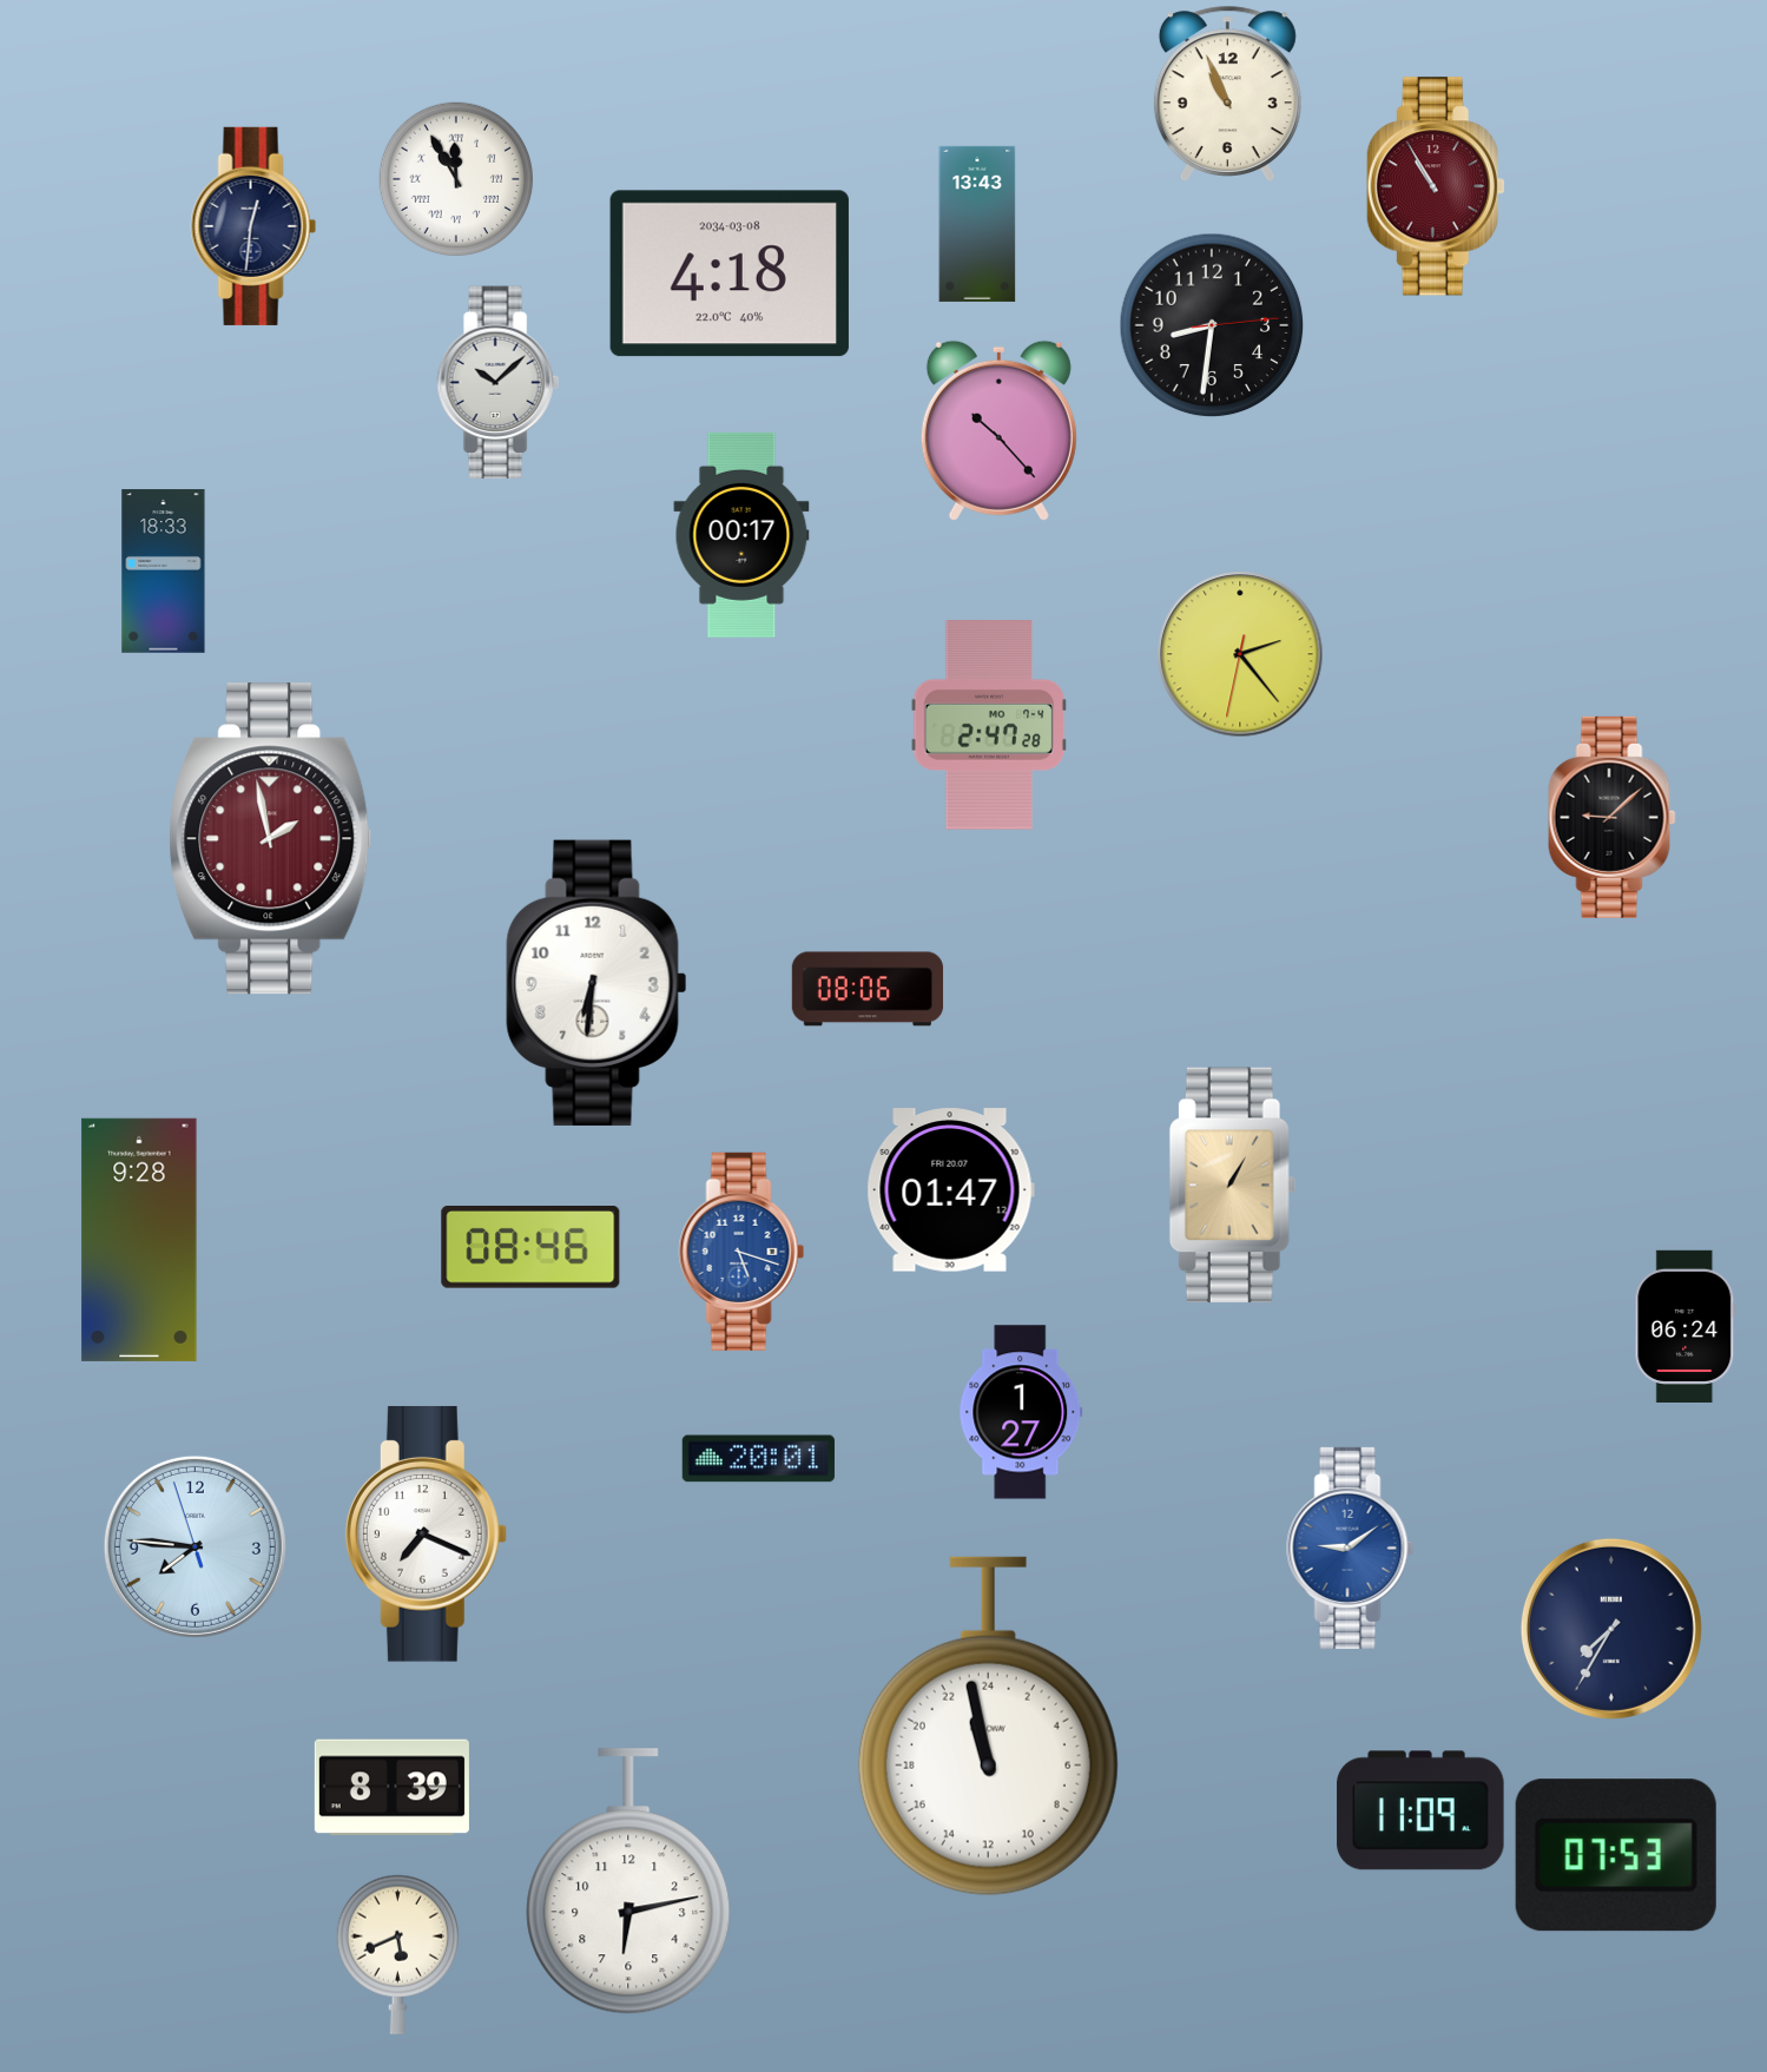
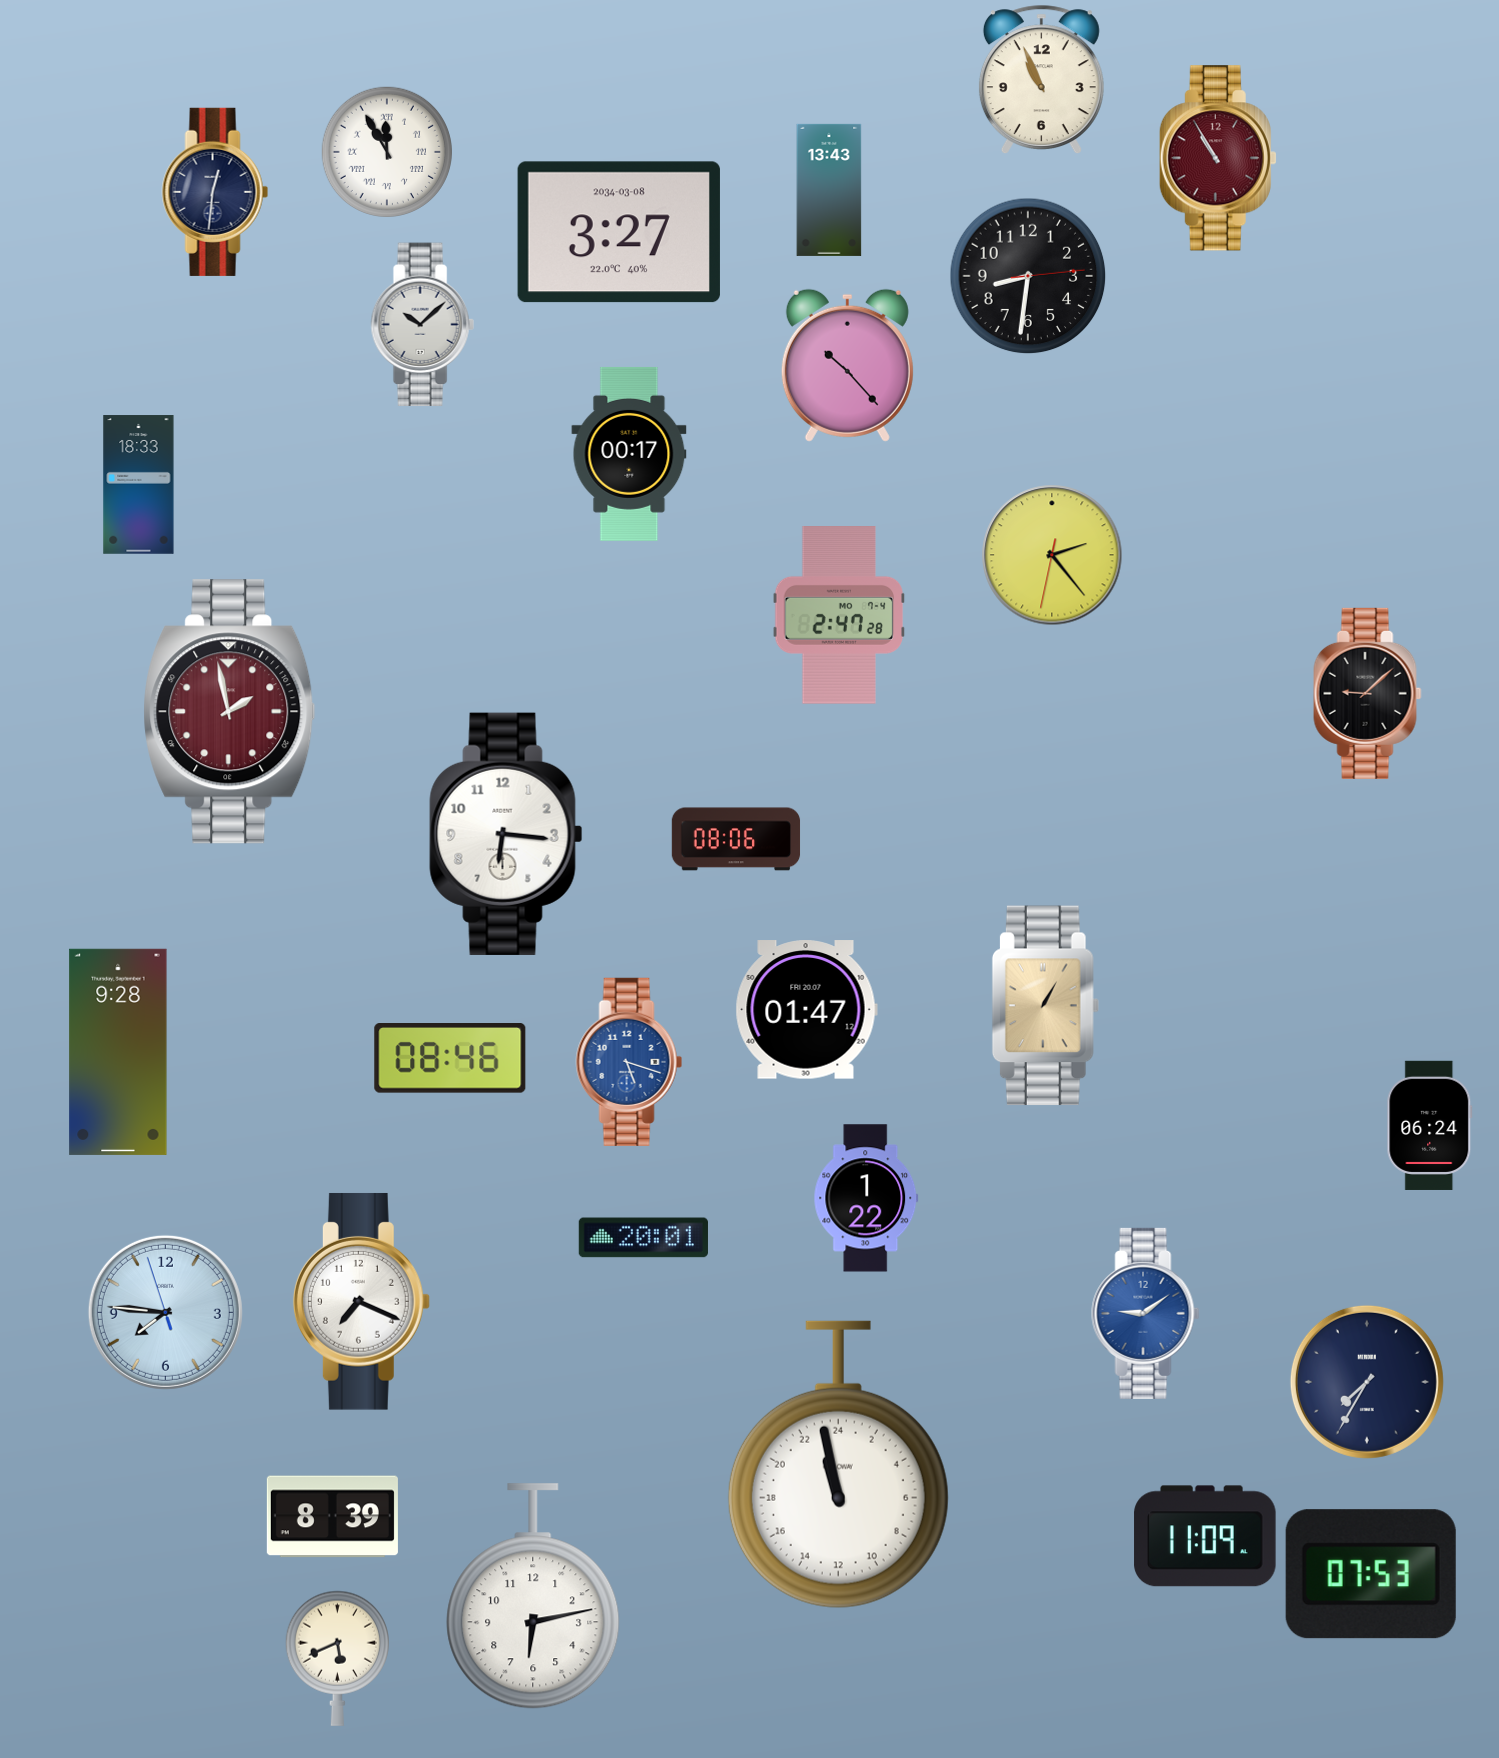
clock at (730, 273): 4:18 -> 3:27
clock at (596, 983): 6:31 -> 6:16
clock at (1021, 1412): 1:27 -> 1:22
